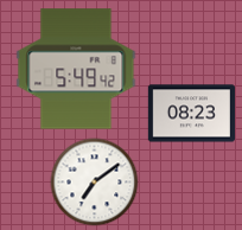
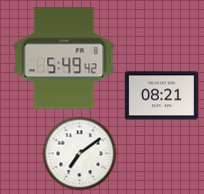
clock at (191, 114): 08:23 -> 08:21
